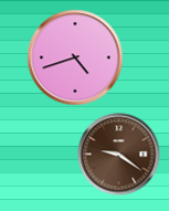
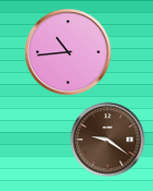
clock at (75, 57): 4:42 -> 10:44
